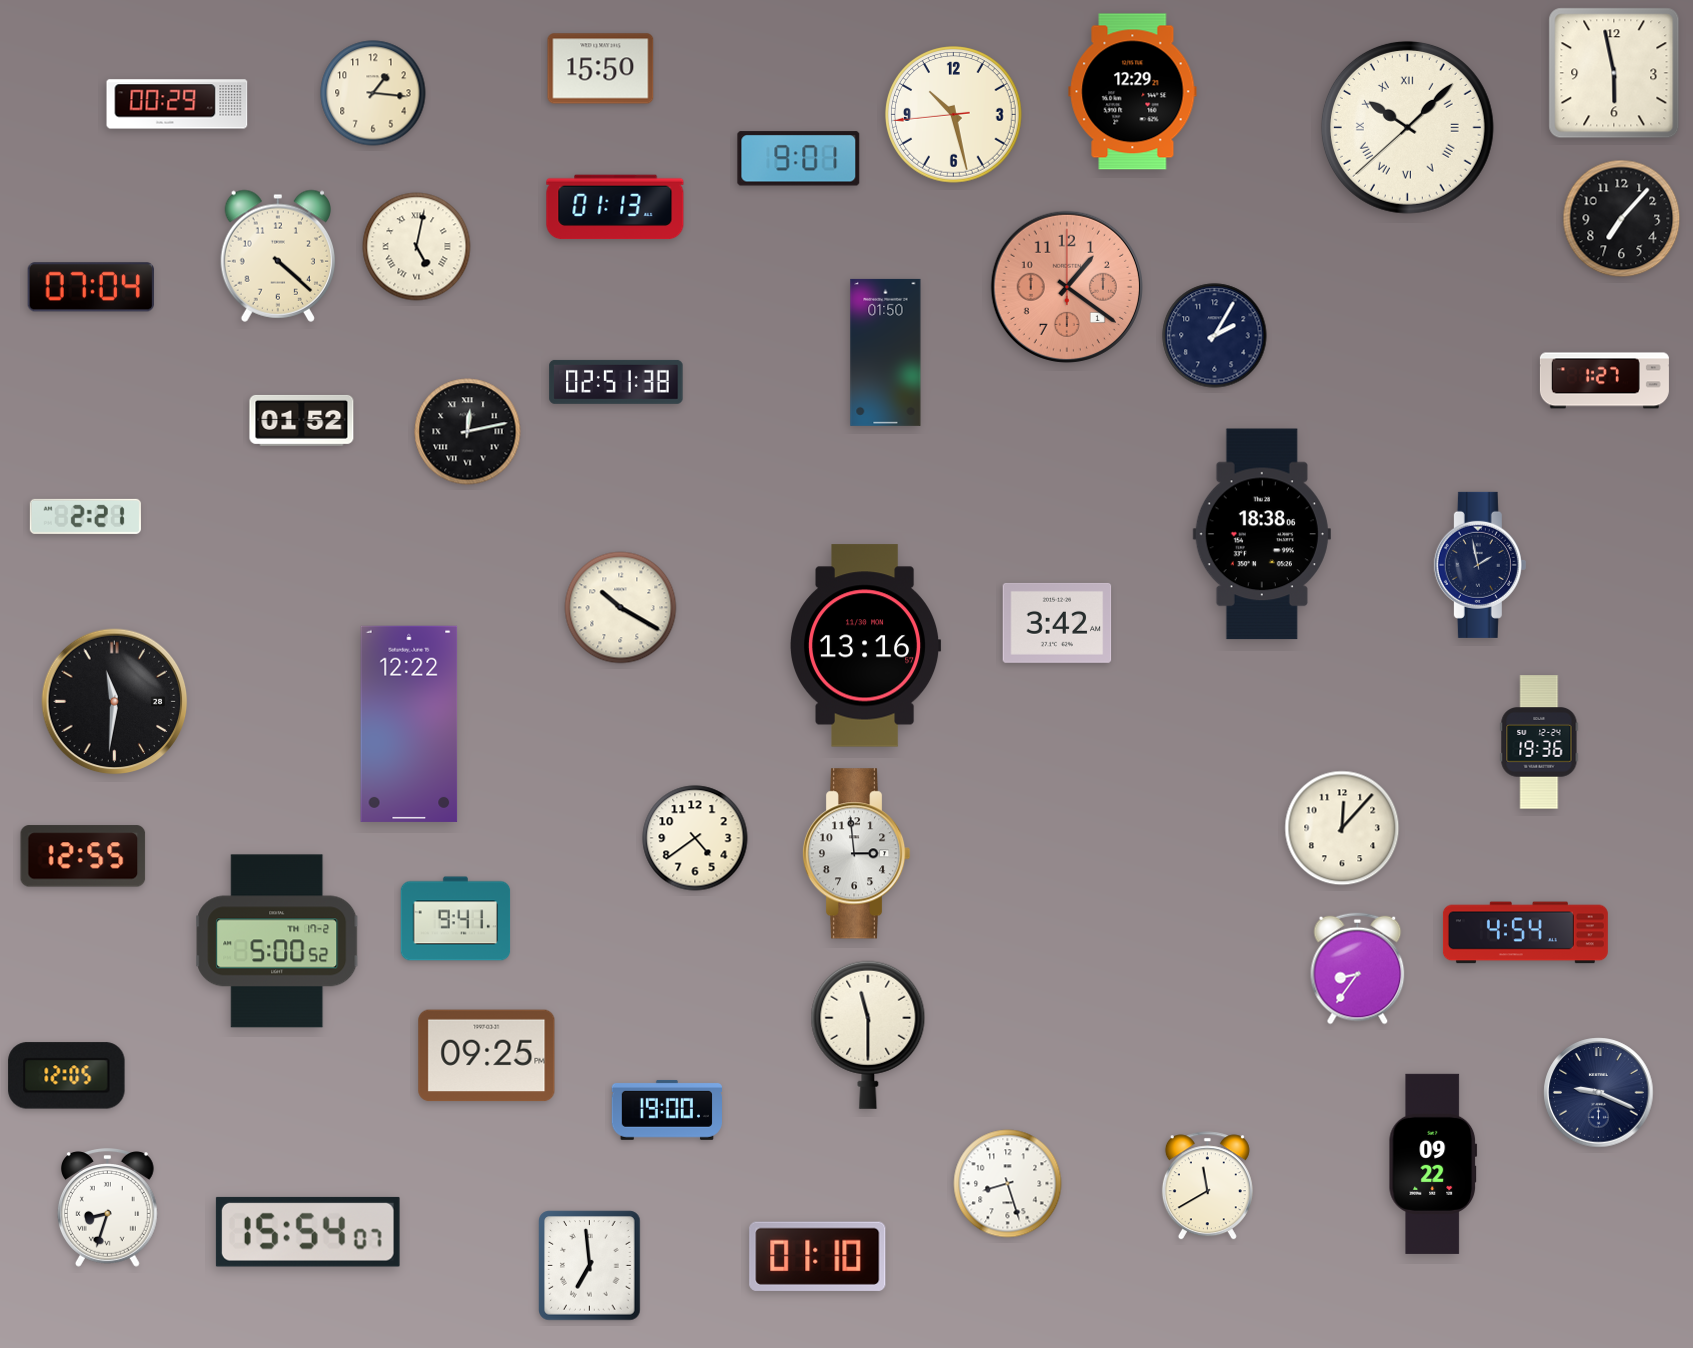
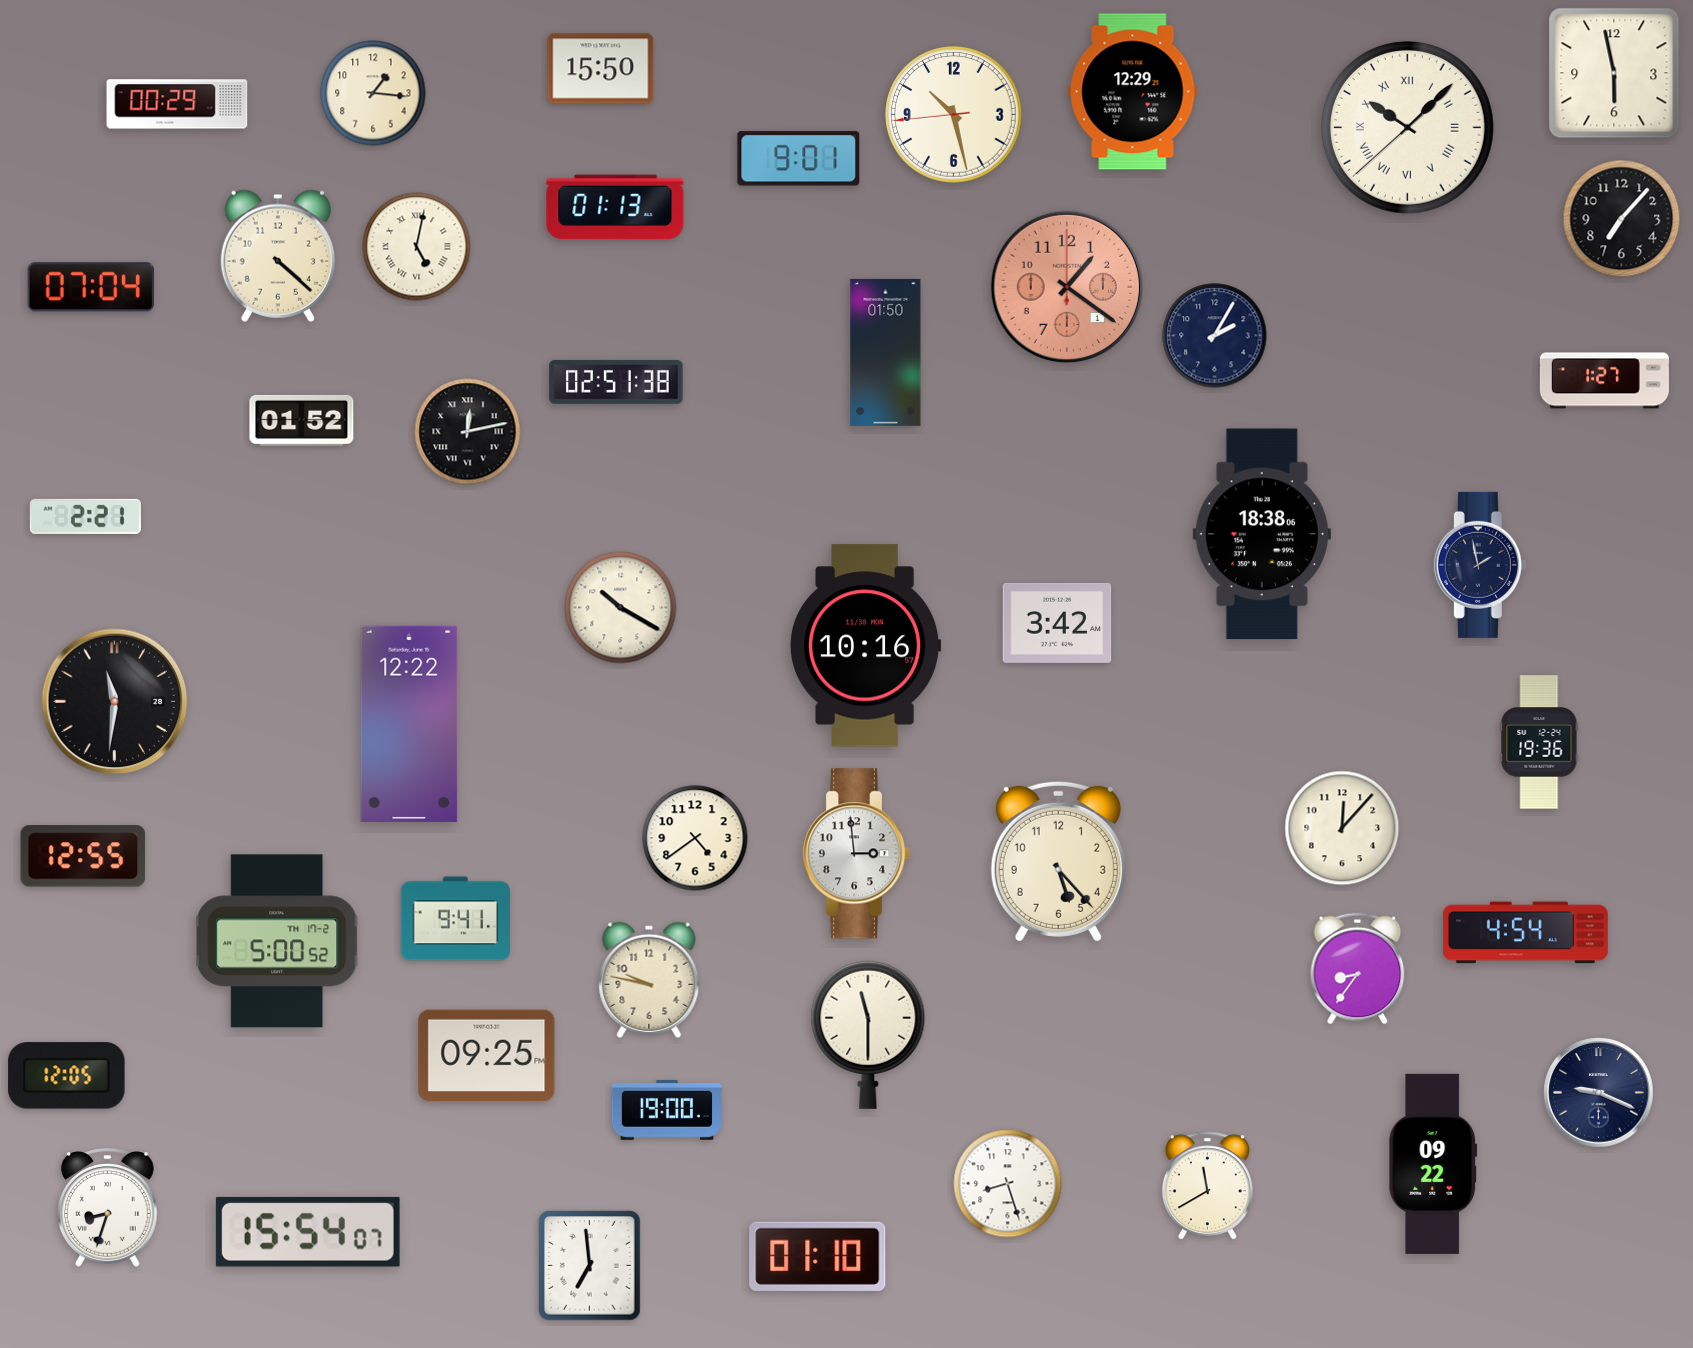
clock at (866, 646): 13:16 -> 10:16
clock at (1058, 861): none -> 5:23
clock at (649, 980): none -> 9:47
